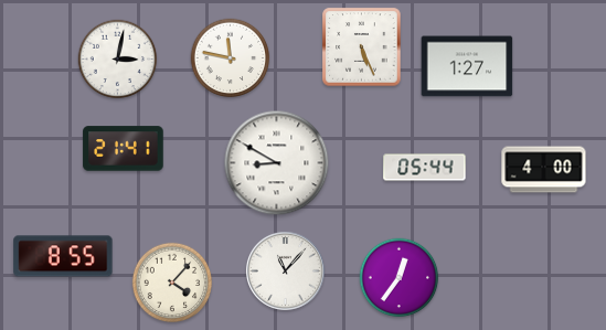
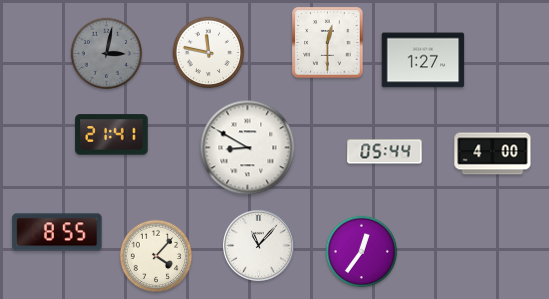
clock at (362, 47): 5:26 -> 12:30
clock at (118, 60) dial: white -> grey
clock at (277, 163) position: (277, 163) -> (248, 148)
